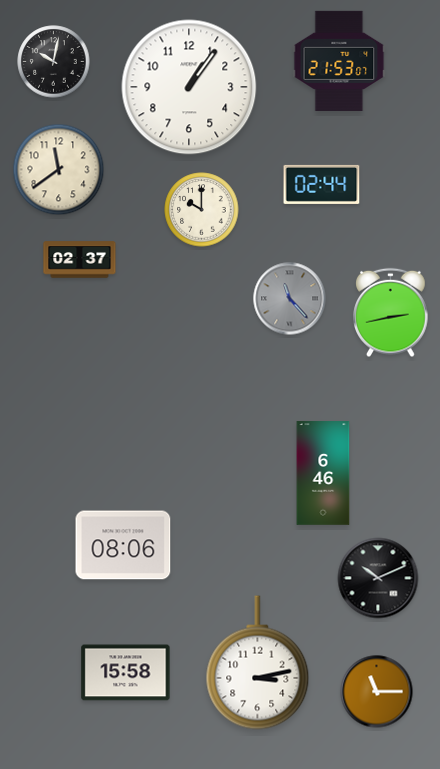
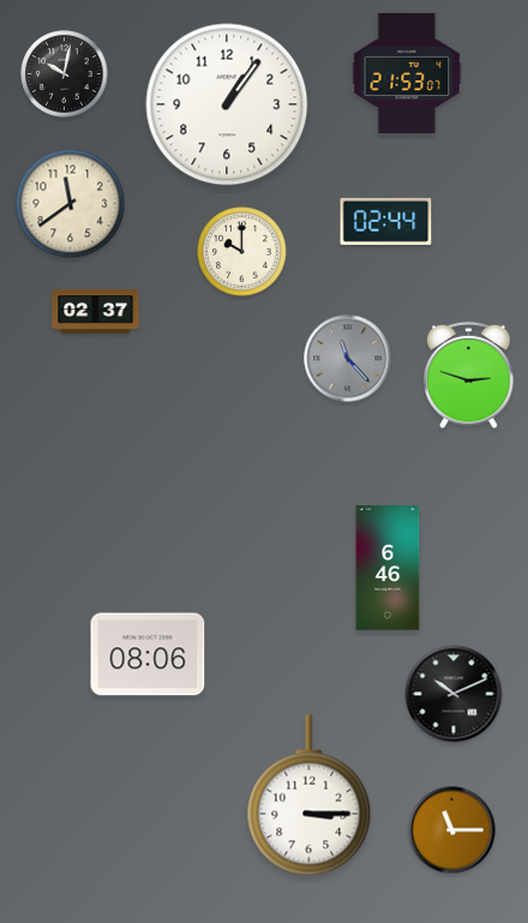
clock at (391, 313): 2:43 -> 2:48
clock at (258, 663): 3:13 -> 3:15
clock at (126, 673): 15:58 -> none
